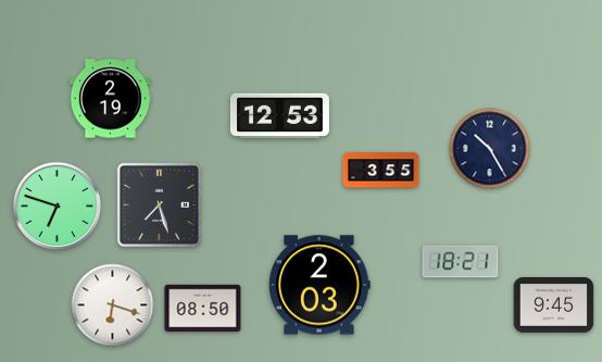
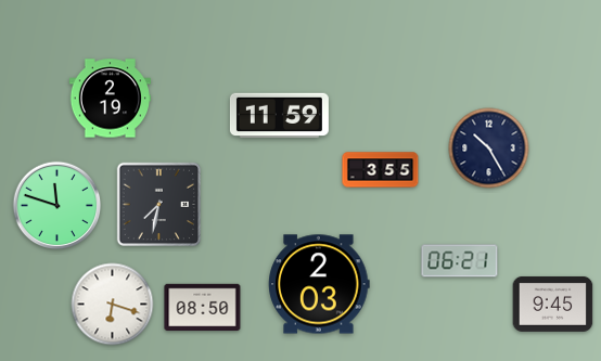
clock at (279, 116): 12:53 -> 11:59
clock at (160, 205): 7:27 -> 7:32
clock at (58, 207): 6:48 -> 11:48
clock at (461, 262): 18:21 -> 06:21
